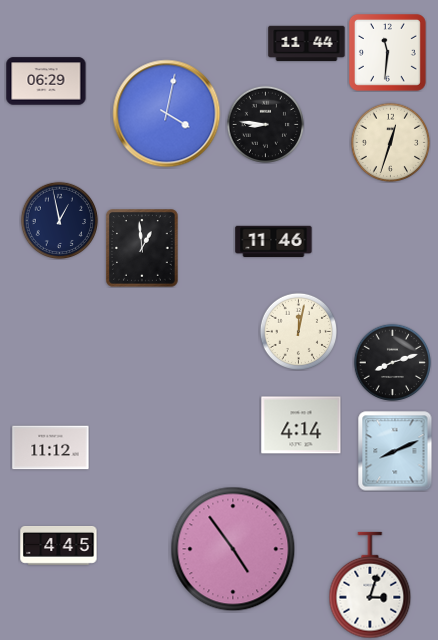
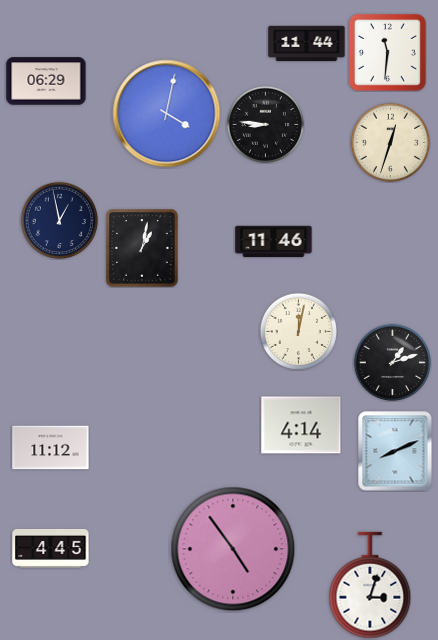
clock at (142, 248): 12:59 -> 1:02
clock at (392, 362): 8:12 -> 1:12
clock at (59, 545) position: (59, 545) -> (51, 548)
